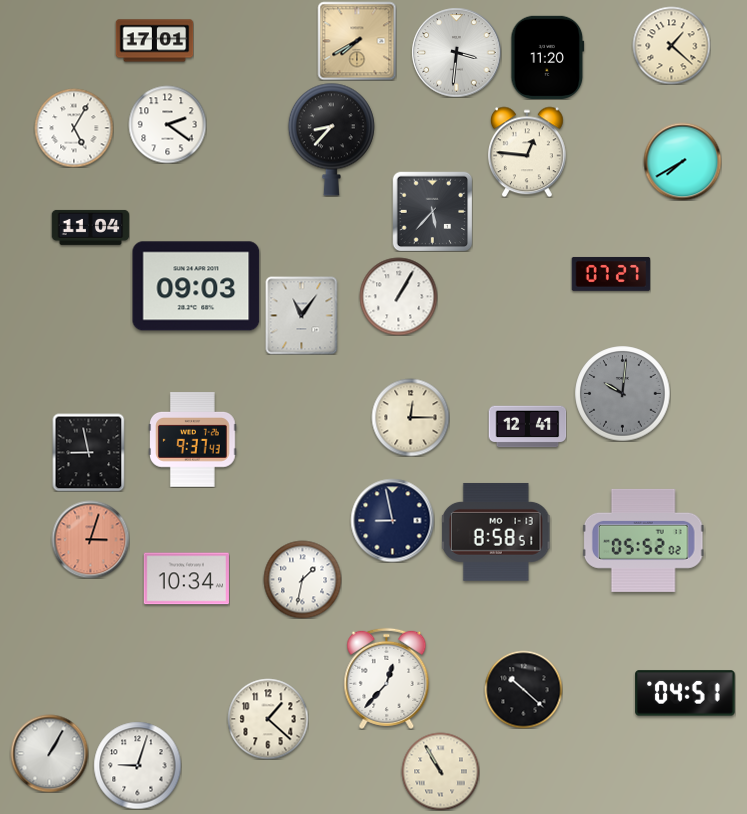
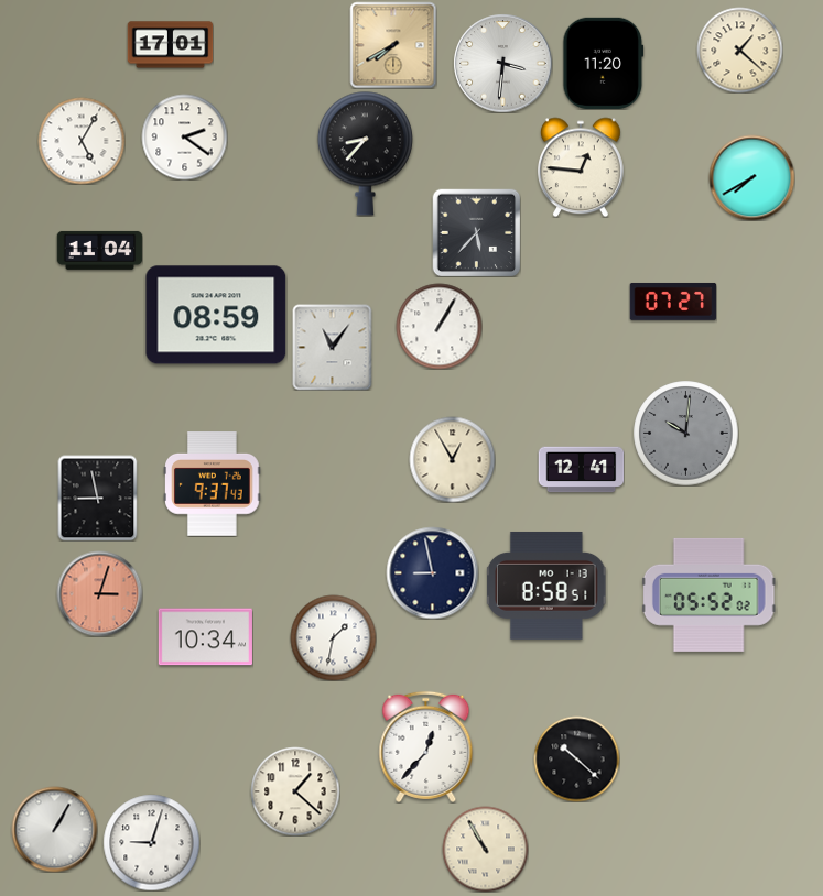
clock at (456, 52) position: (456, 52) -> (502, 63)
clock at (196, 286): 09:03 -> 08:59
clock at (410, 417): 12:15 -> 12:55
clock at (685, 693): 04:51 -> none
